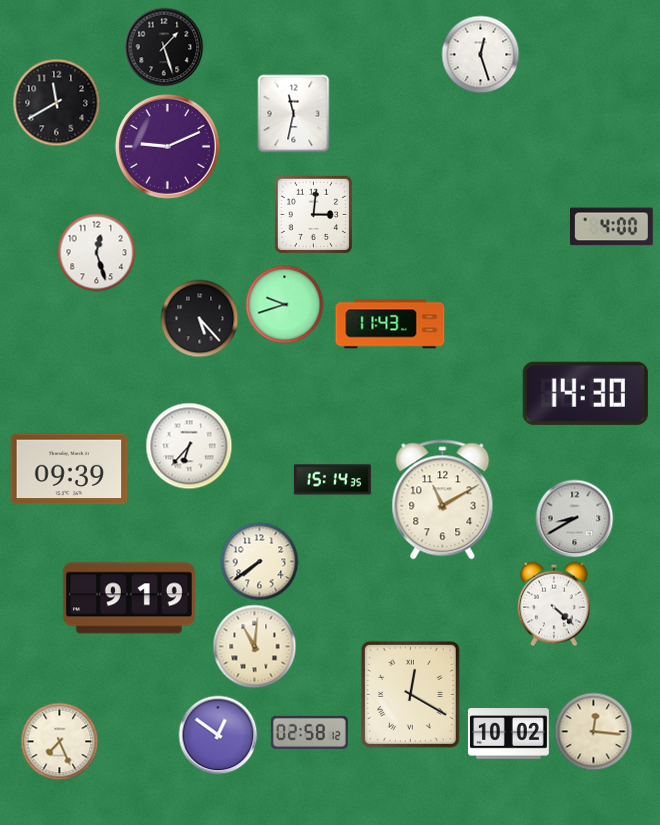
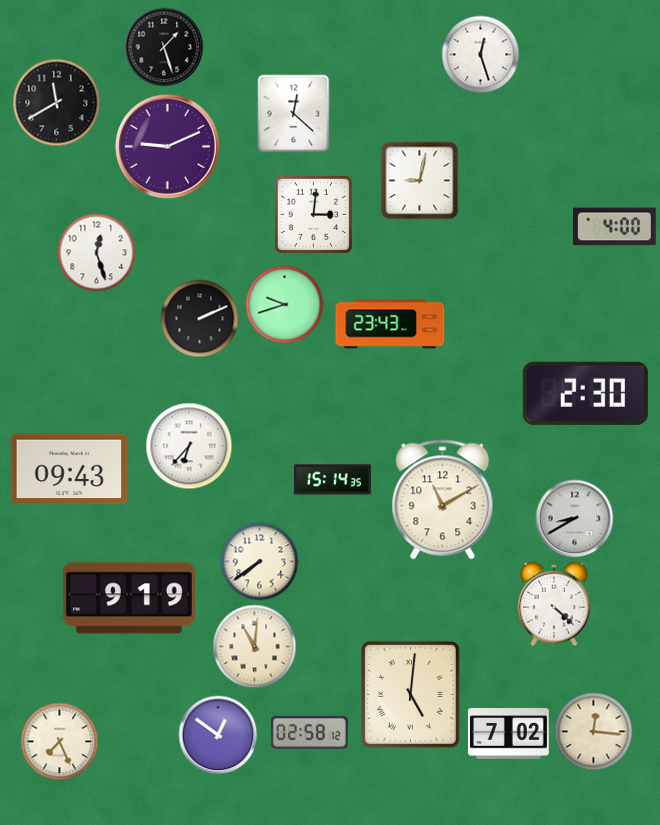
clock at (294, 113): 11:32 -> 12:22
clock at (419, 180): none -> 9:02
clock at (612, 227) position: (612, 227) -> (615, 227)
clock at (199, 318): 5:23 -> 2:11
clock at (390, 324): 11:43 -> 23:43
clock at (585, 393): 14:30 -> 2:30
clock at (69, 469): 09:39 -> 09:43
clock at (410, 694): 12:20 -> 5:01
clock at (508, 734): 10:02 -> 7:02
